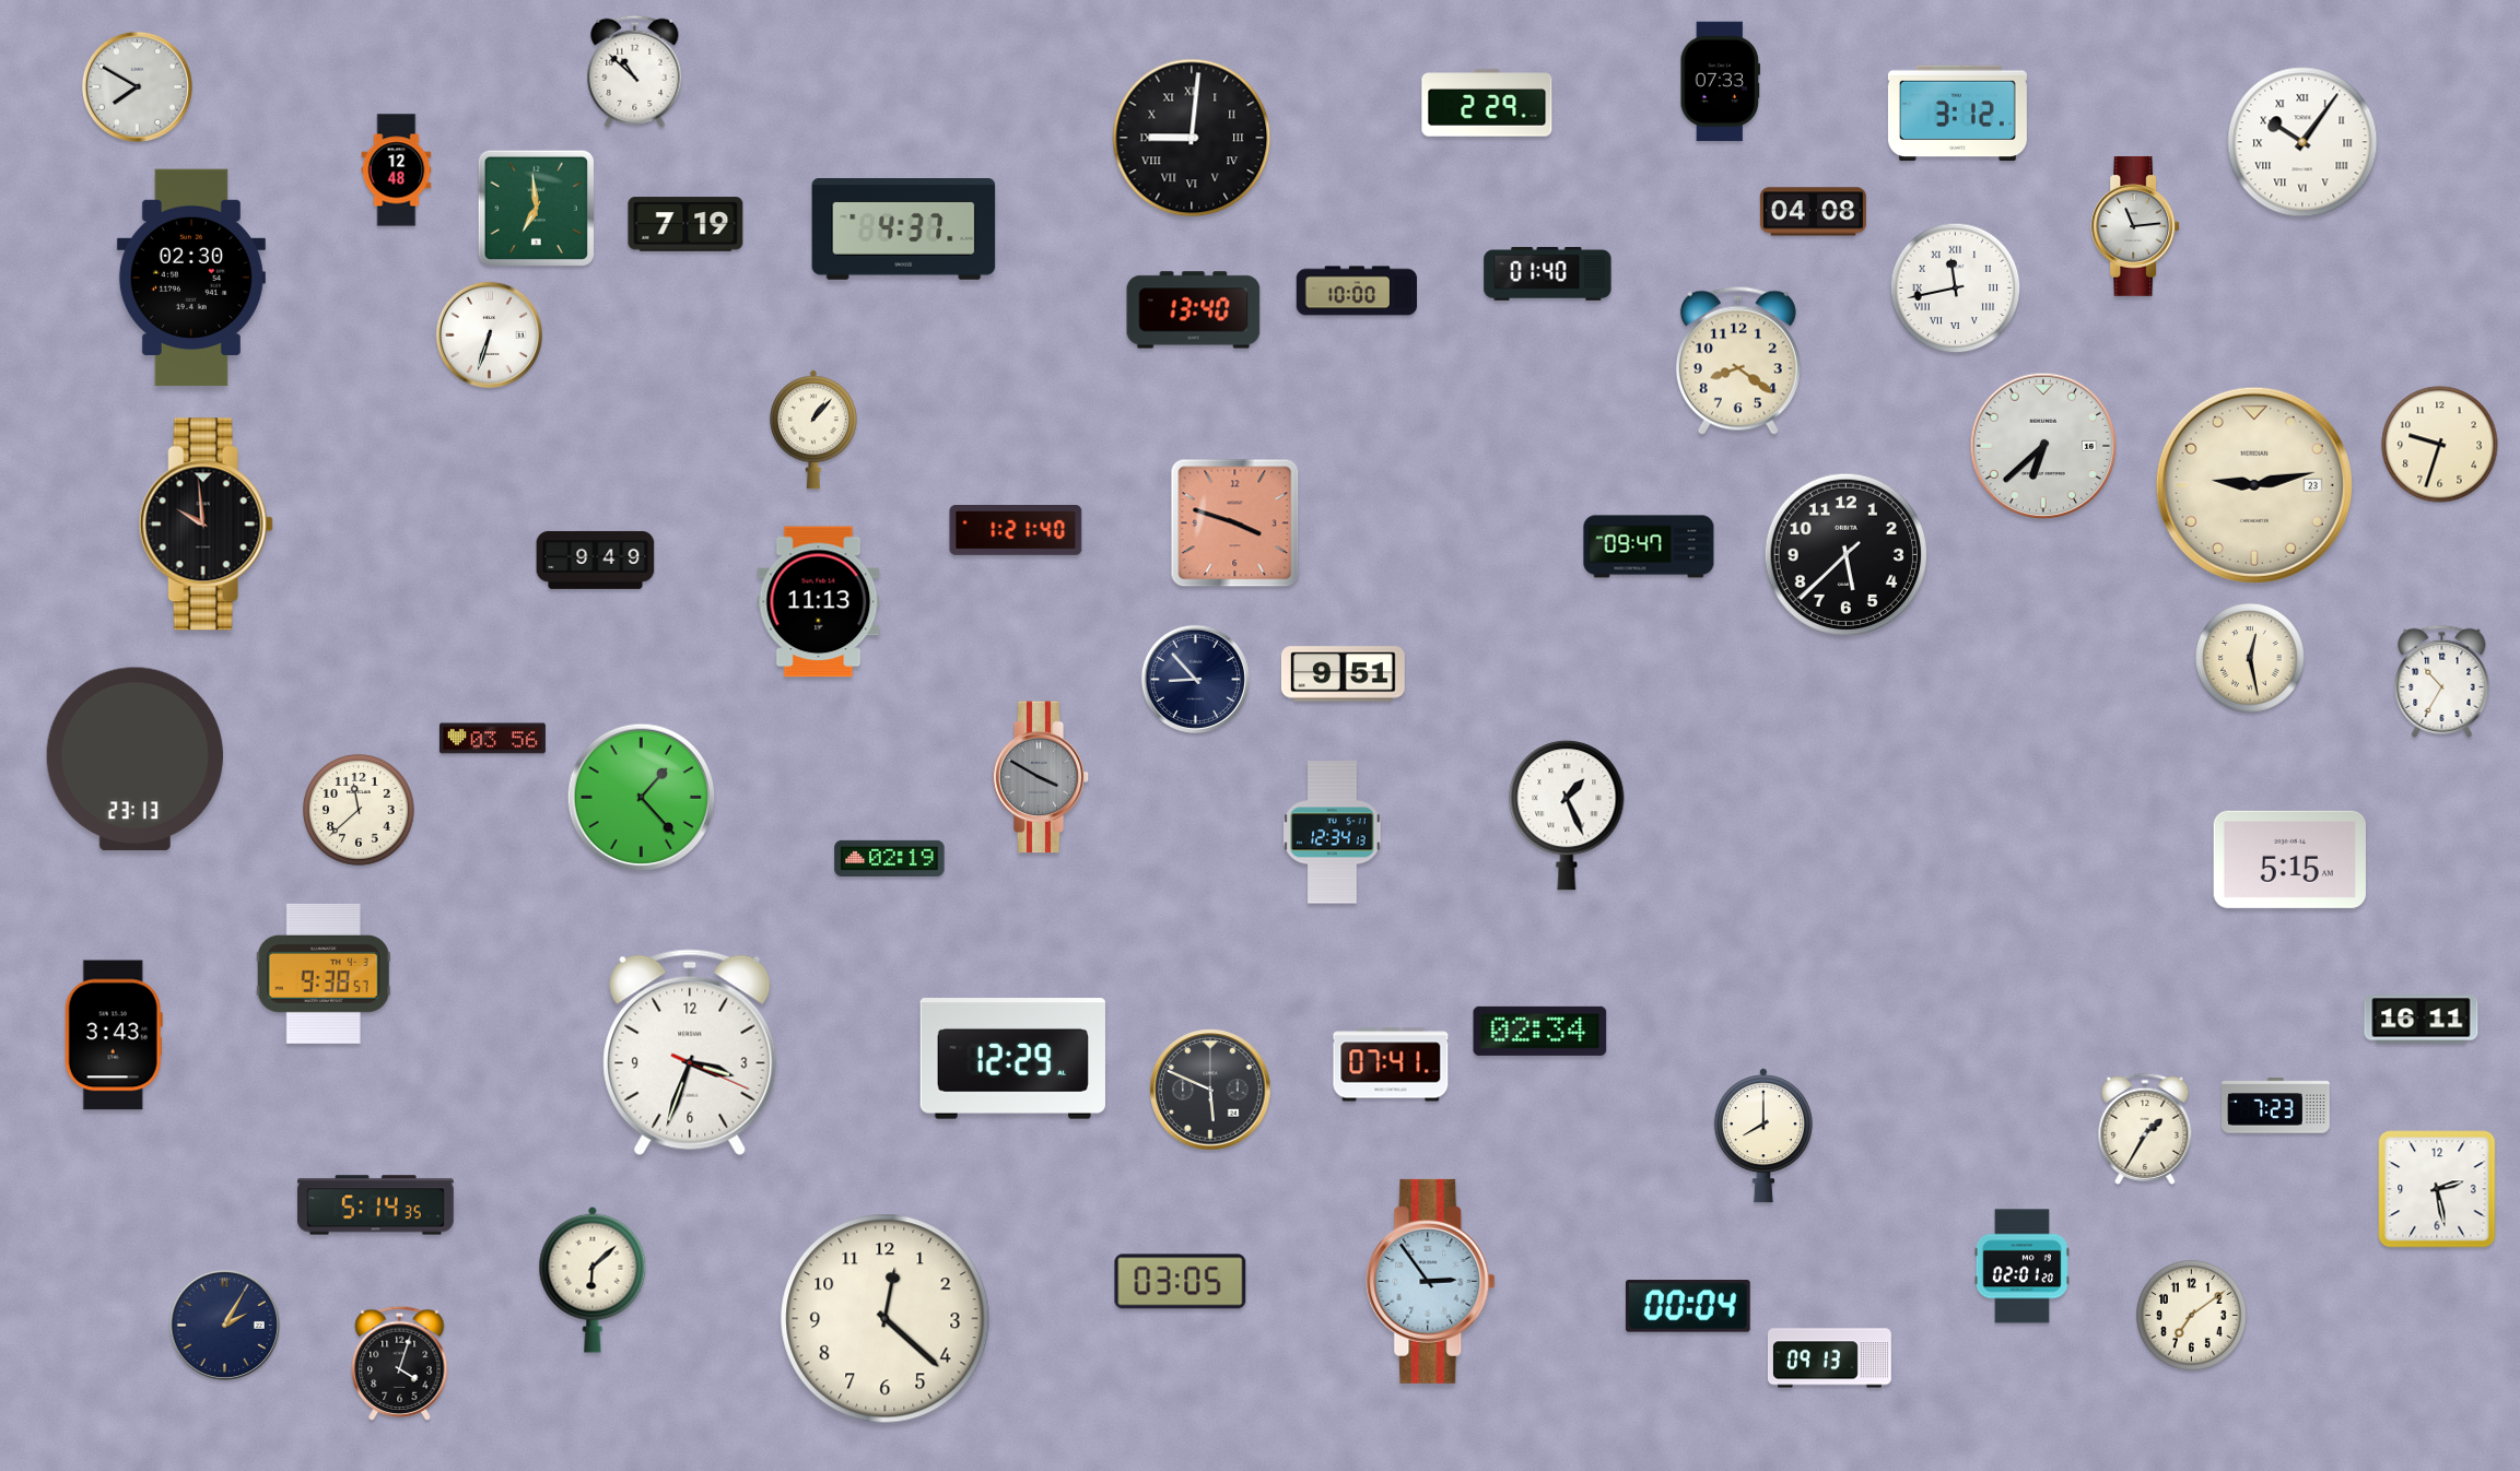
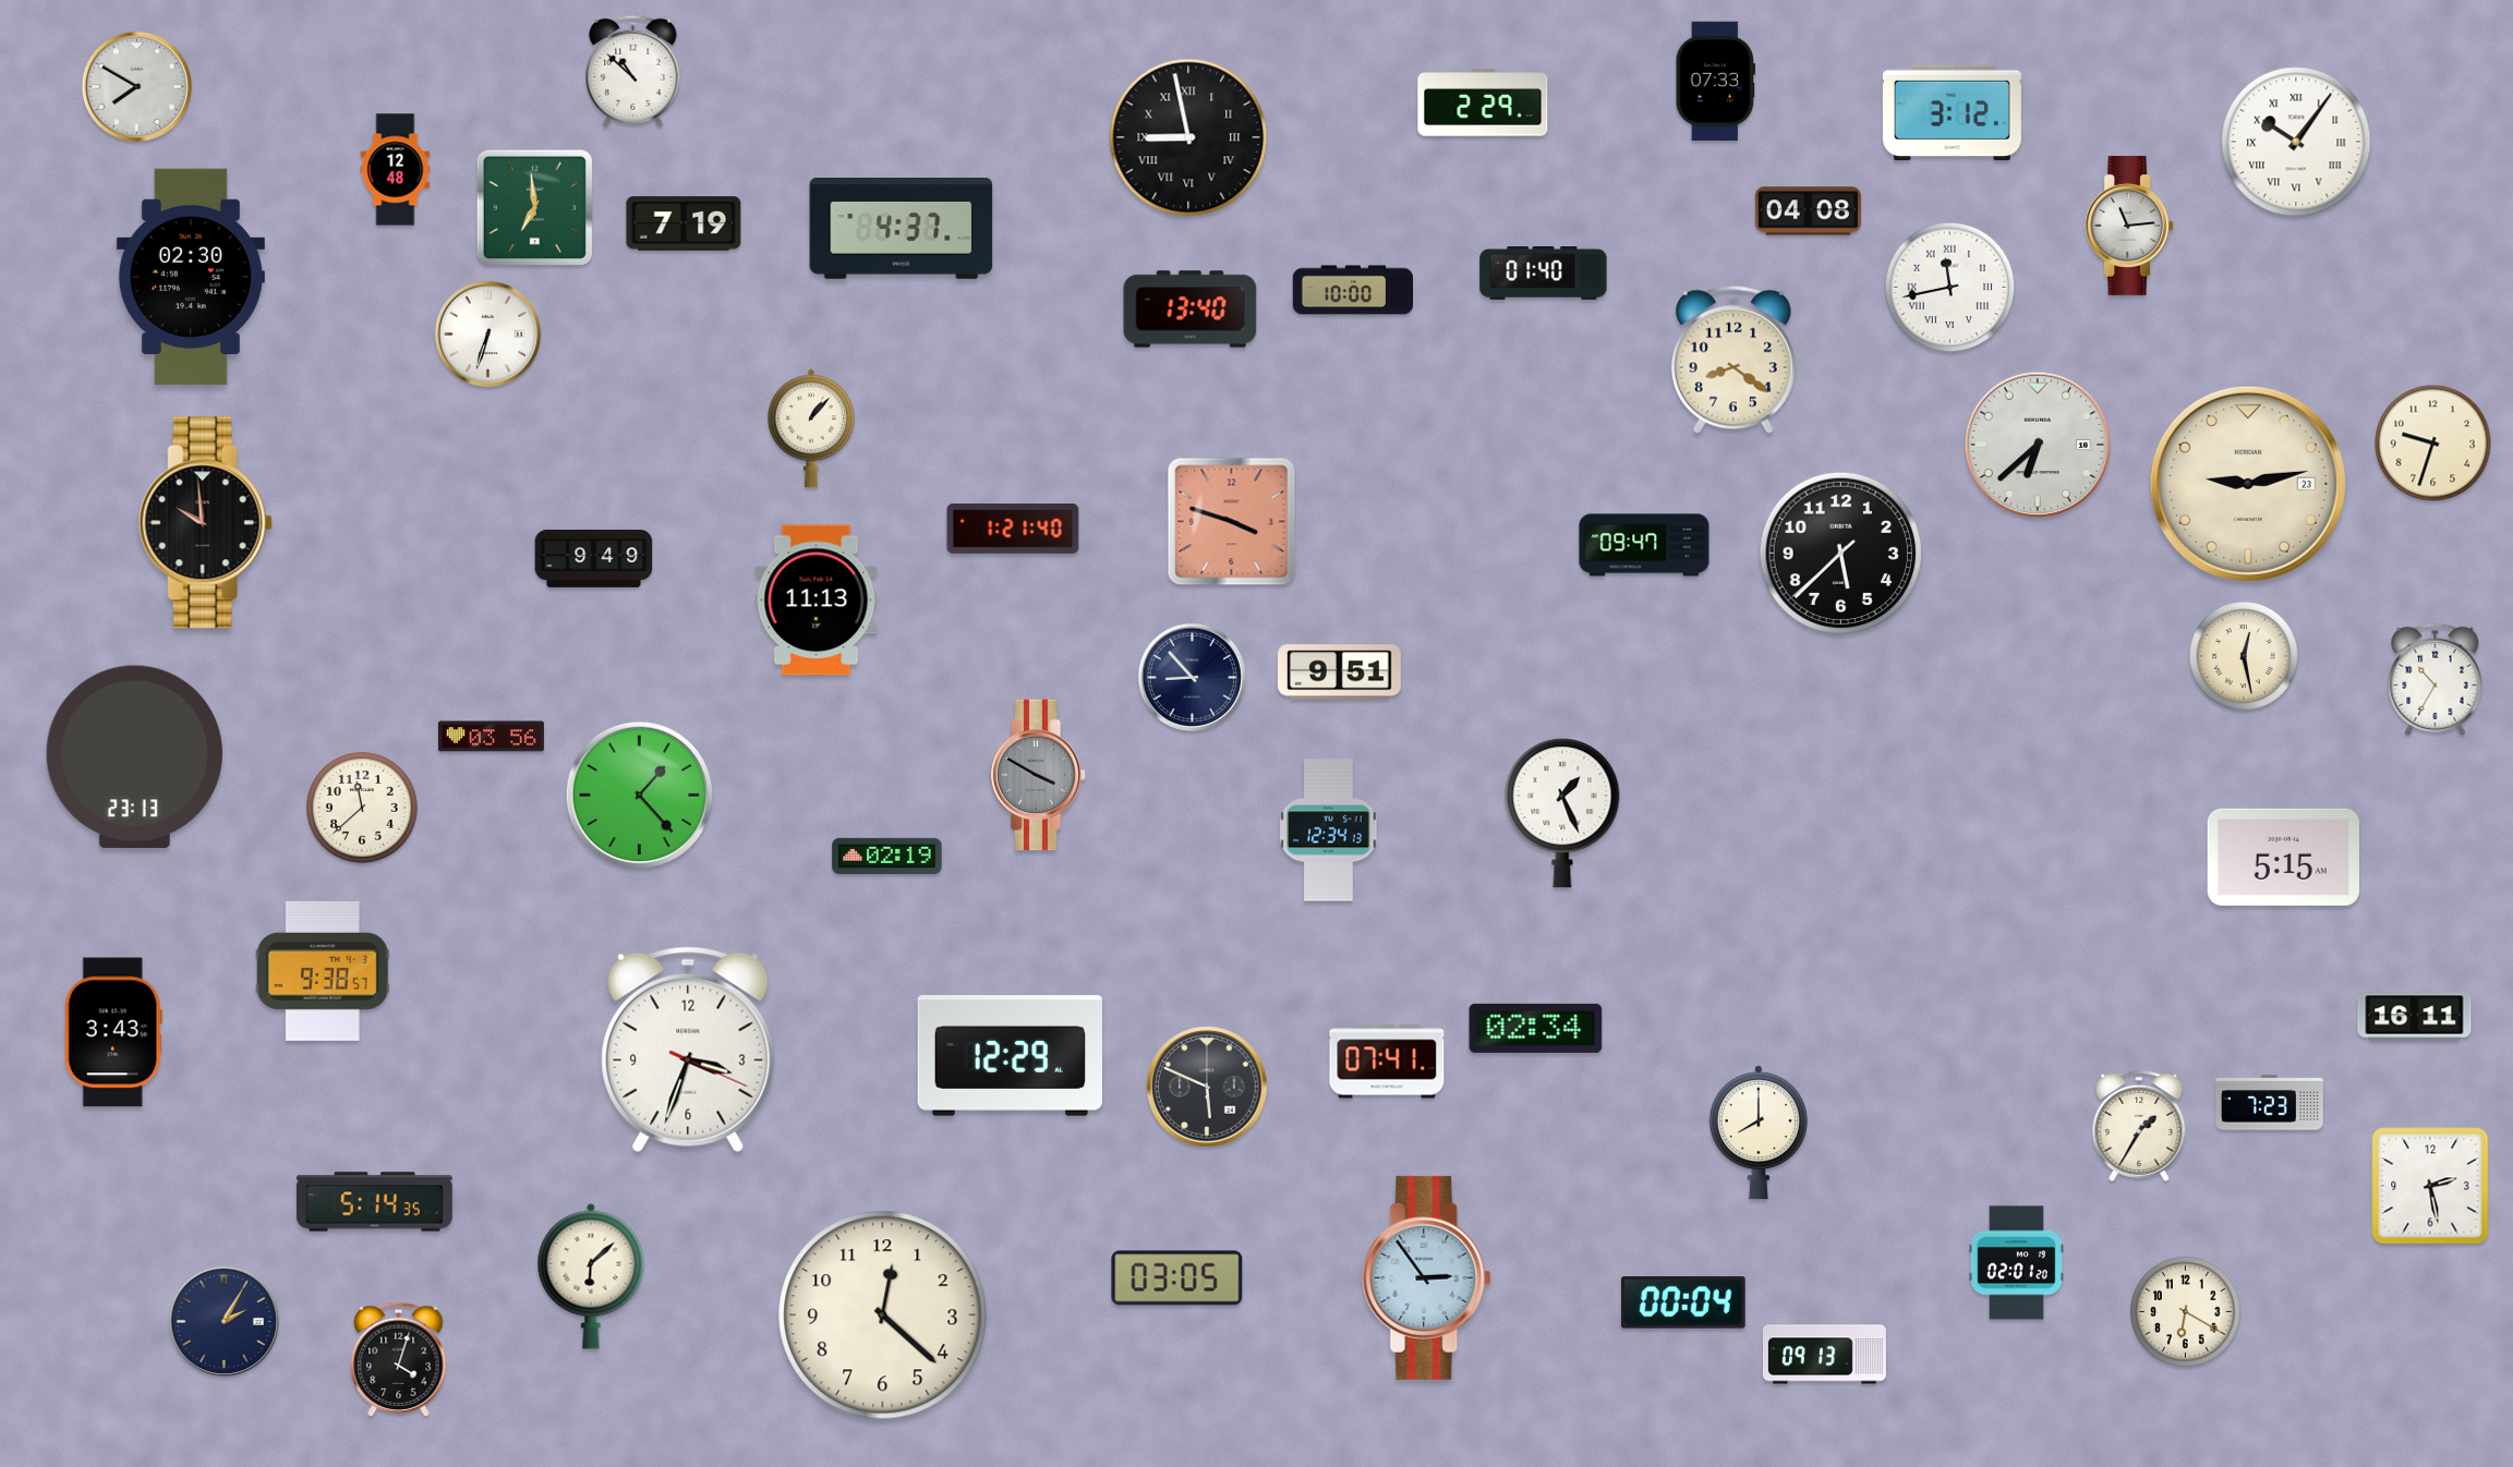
clock at (1192, 138): 9:01 -> 8:58
clock at (359, 810) position: (359, 810) -> (362, 808)
clock at (2192, 1316): 7:09 -> 6:20
